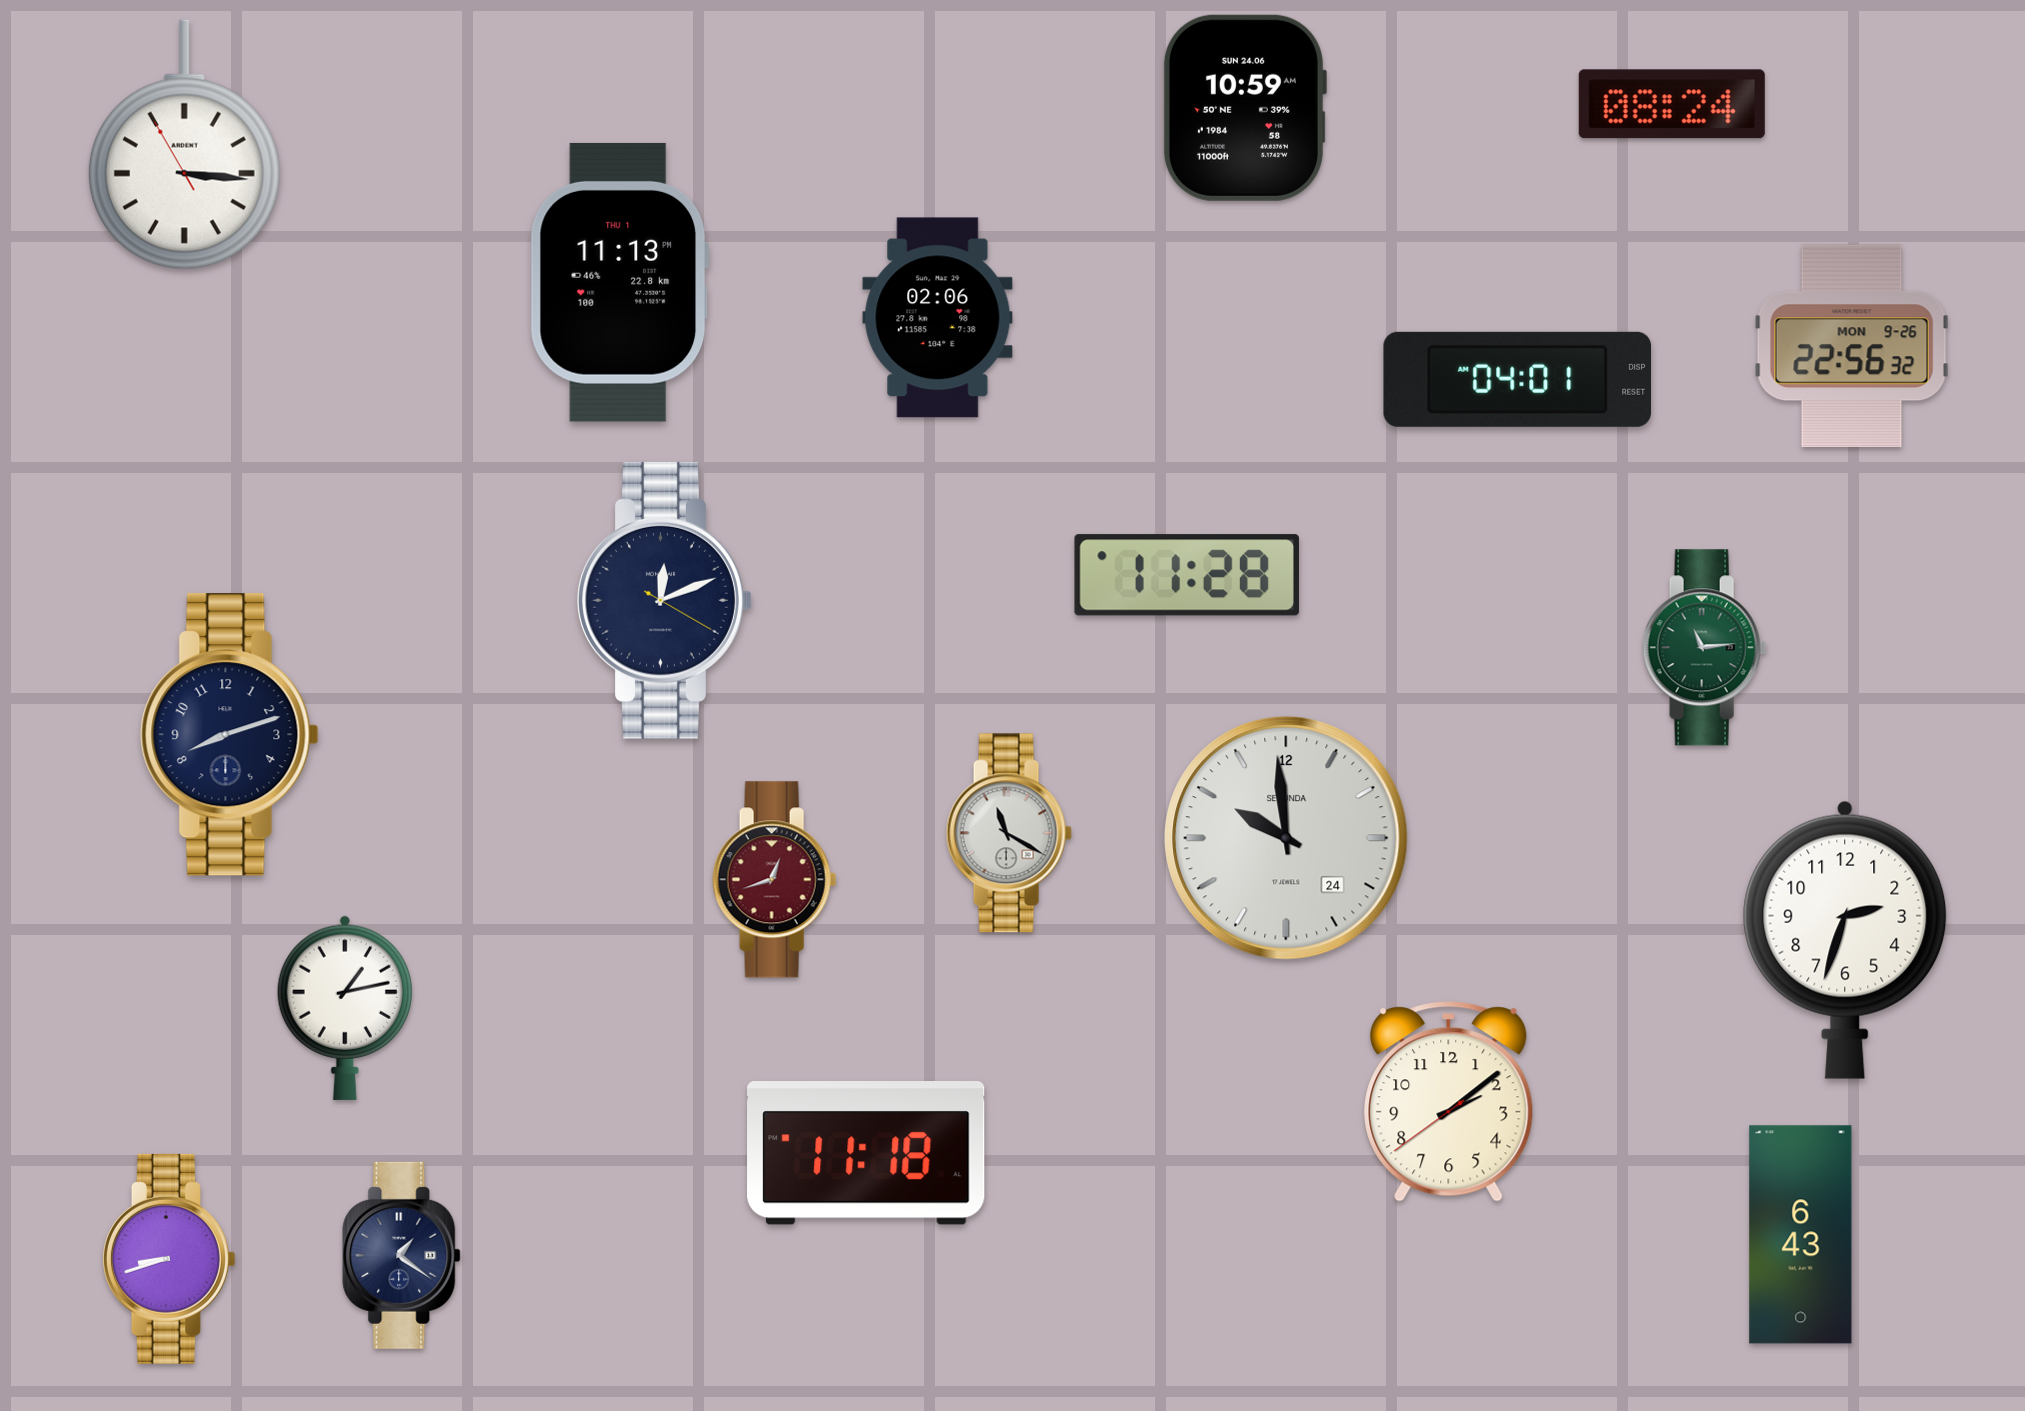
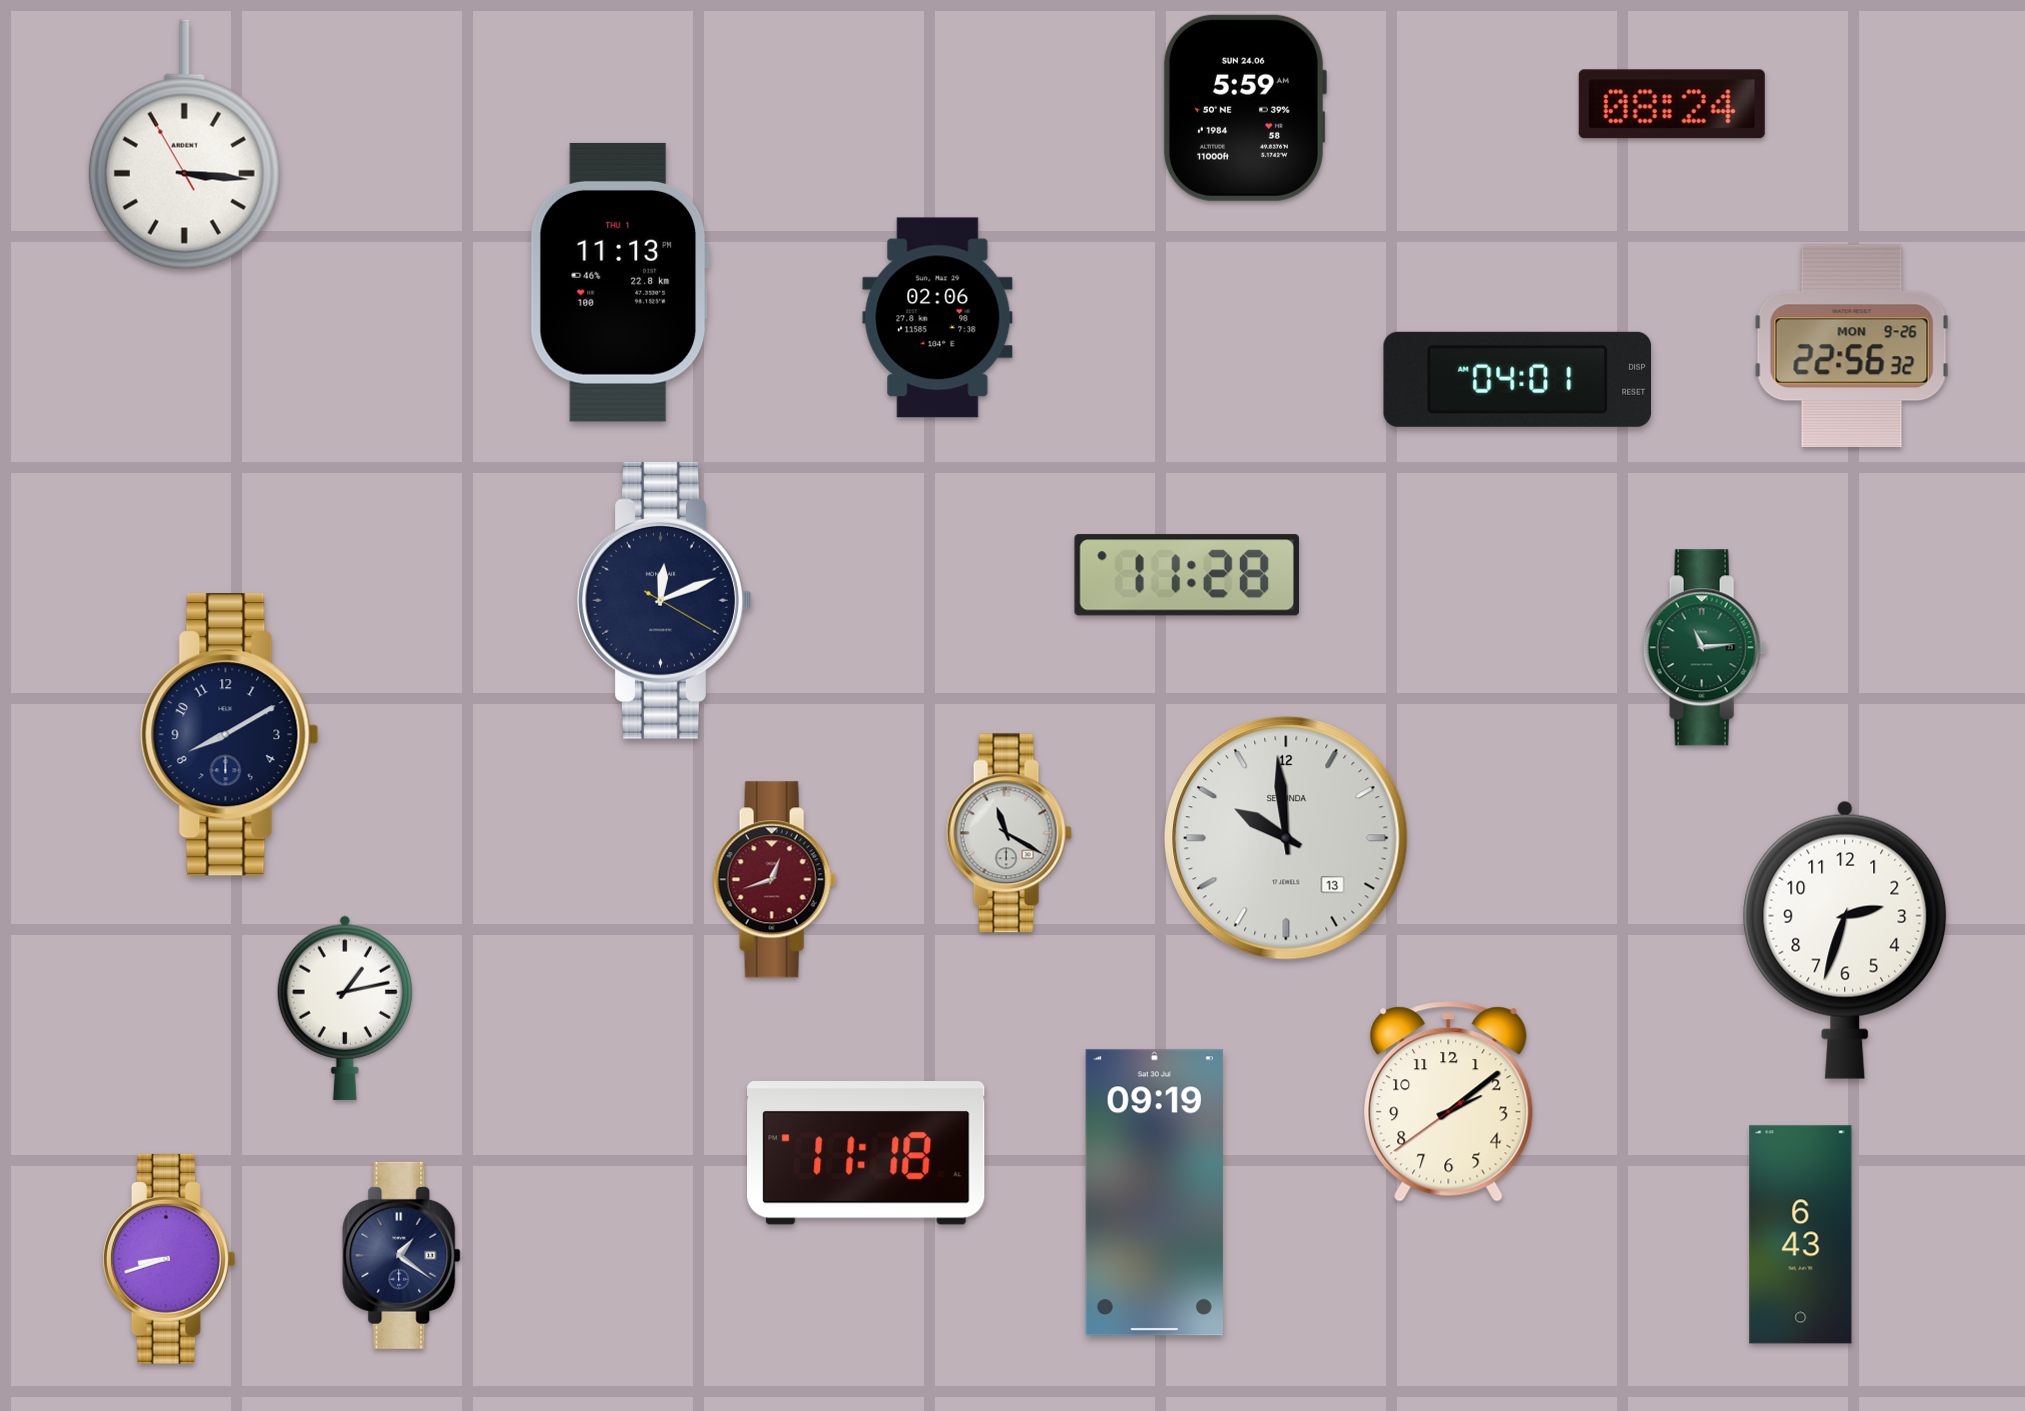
clock at (1244, 108): 10:59 -> 5:59
clock at (230, 735): 8:12 -> 8:10
clock at (1286, 838) date: 24 -> 13
clock at (1154, 1193): none -> 09:19
